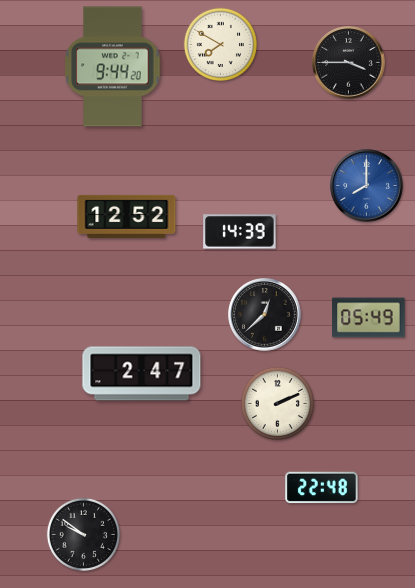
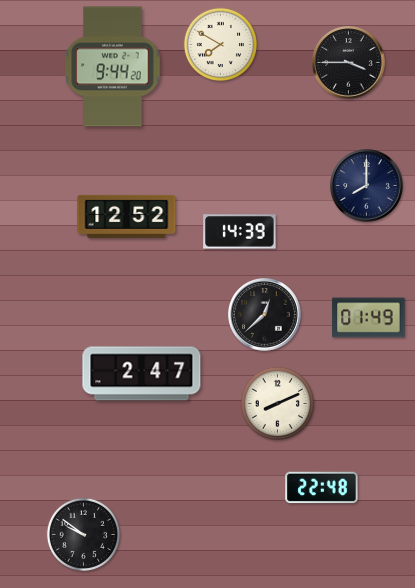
clock at (367, 186) dial: blue -> navy
clock at (369, 318): 05:49 -> 01:49
clock at (277, 403): 2:11 -> 8:11
